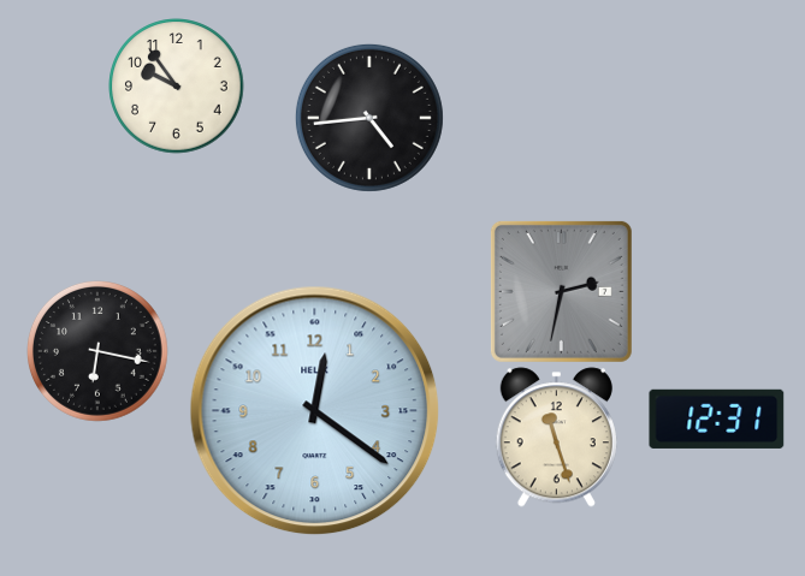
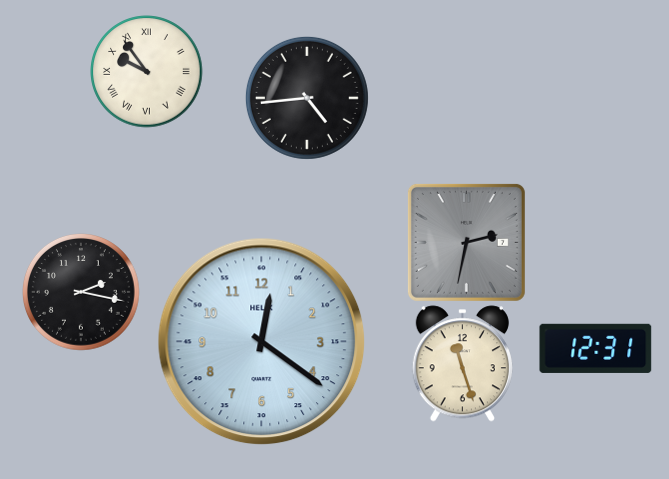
clock at (177, 87) numerals: Arabic -> Roman
clock at (99, 352): 6:17 -> 2:17
